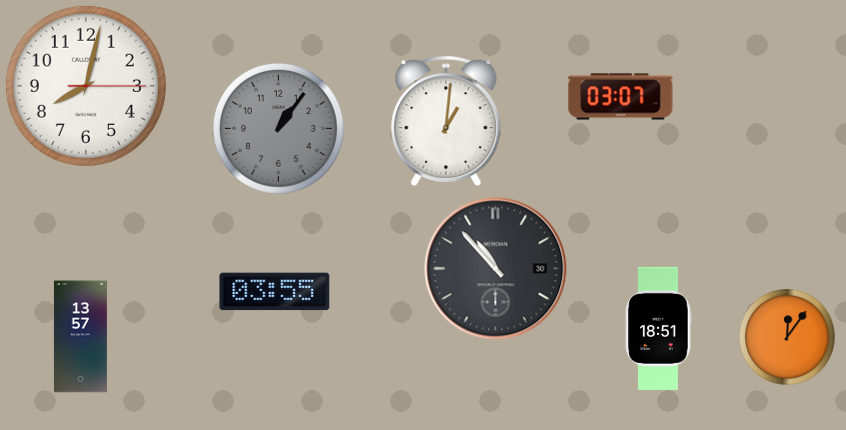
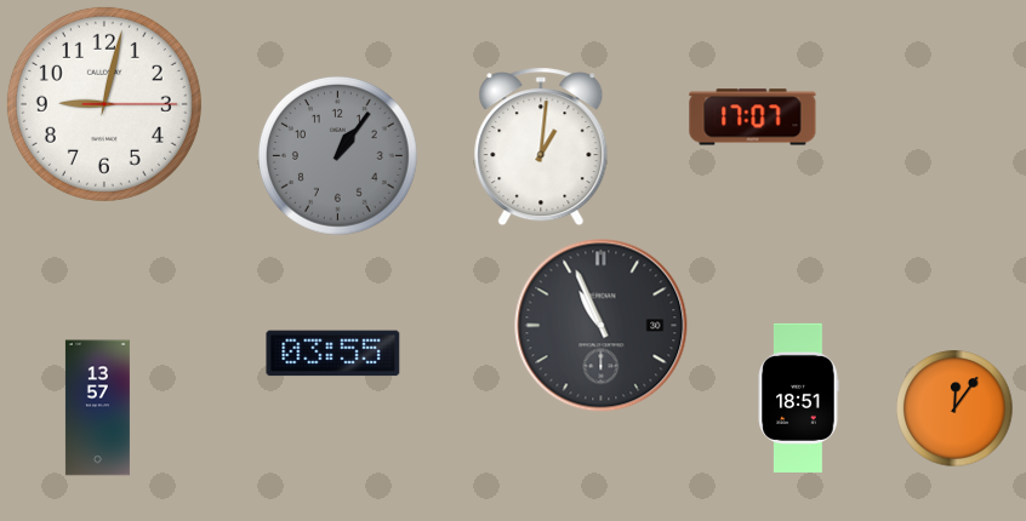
clock at (86, 86): 8:02 -> 9:02
clock at (621, 97): 03:07 -> 17:07
clock at (496, 269): 10:53 -> 10:56
